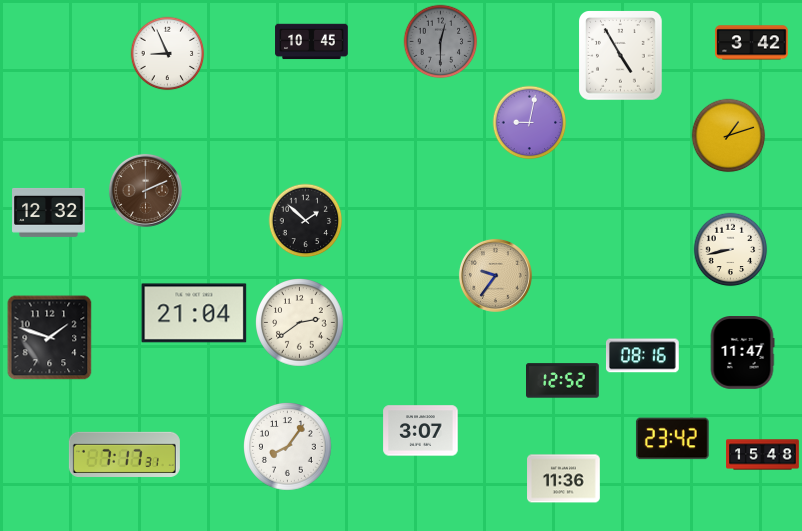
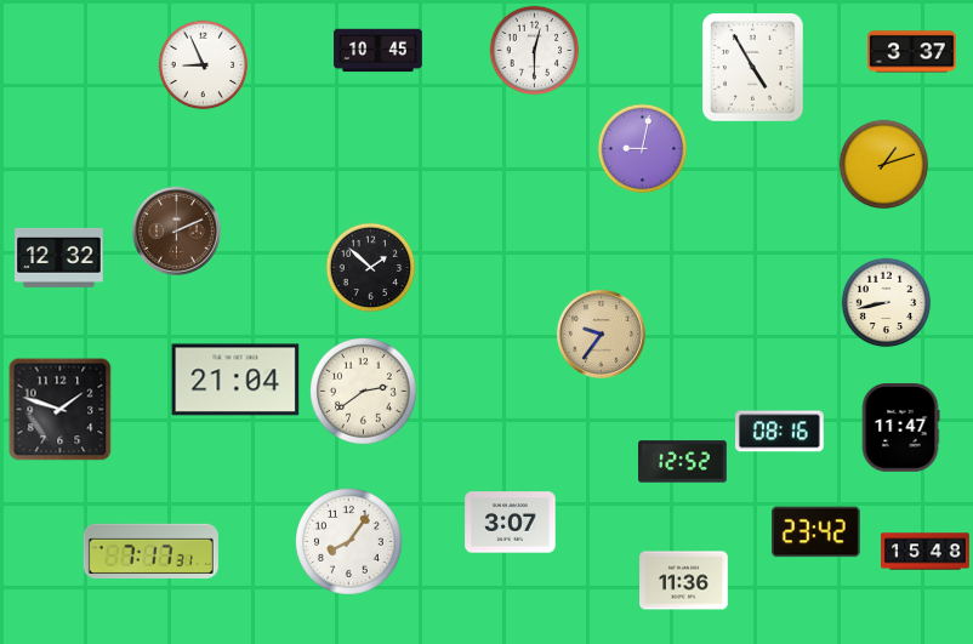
clock at (441, 42) dial: grey -> white
clock at (752, 43): 3:42 -> 3:37
